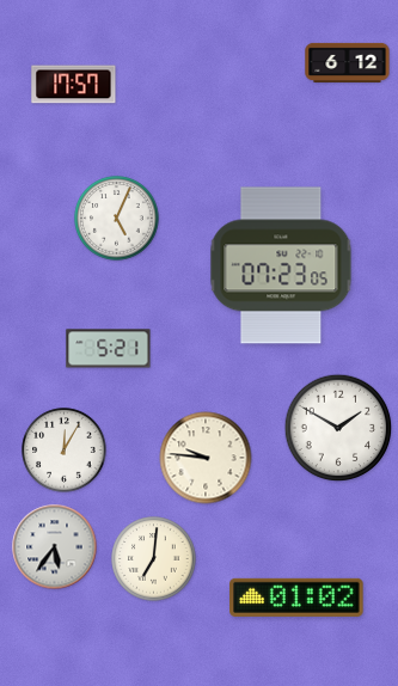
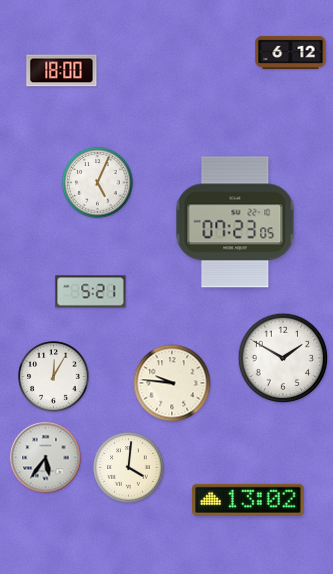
clock at (74, 85): 17:57 -> 18:00
clock at (154, 559): 7:01 -> 4:01
clock at (296, 598): 01:02 -> 13:02
